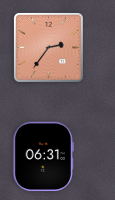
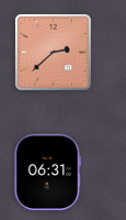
clock at (48, 47): 2:36 -> 2:38
